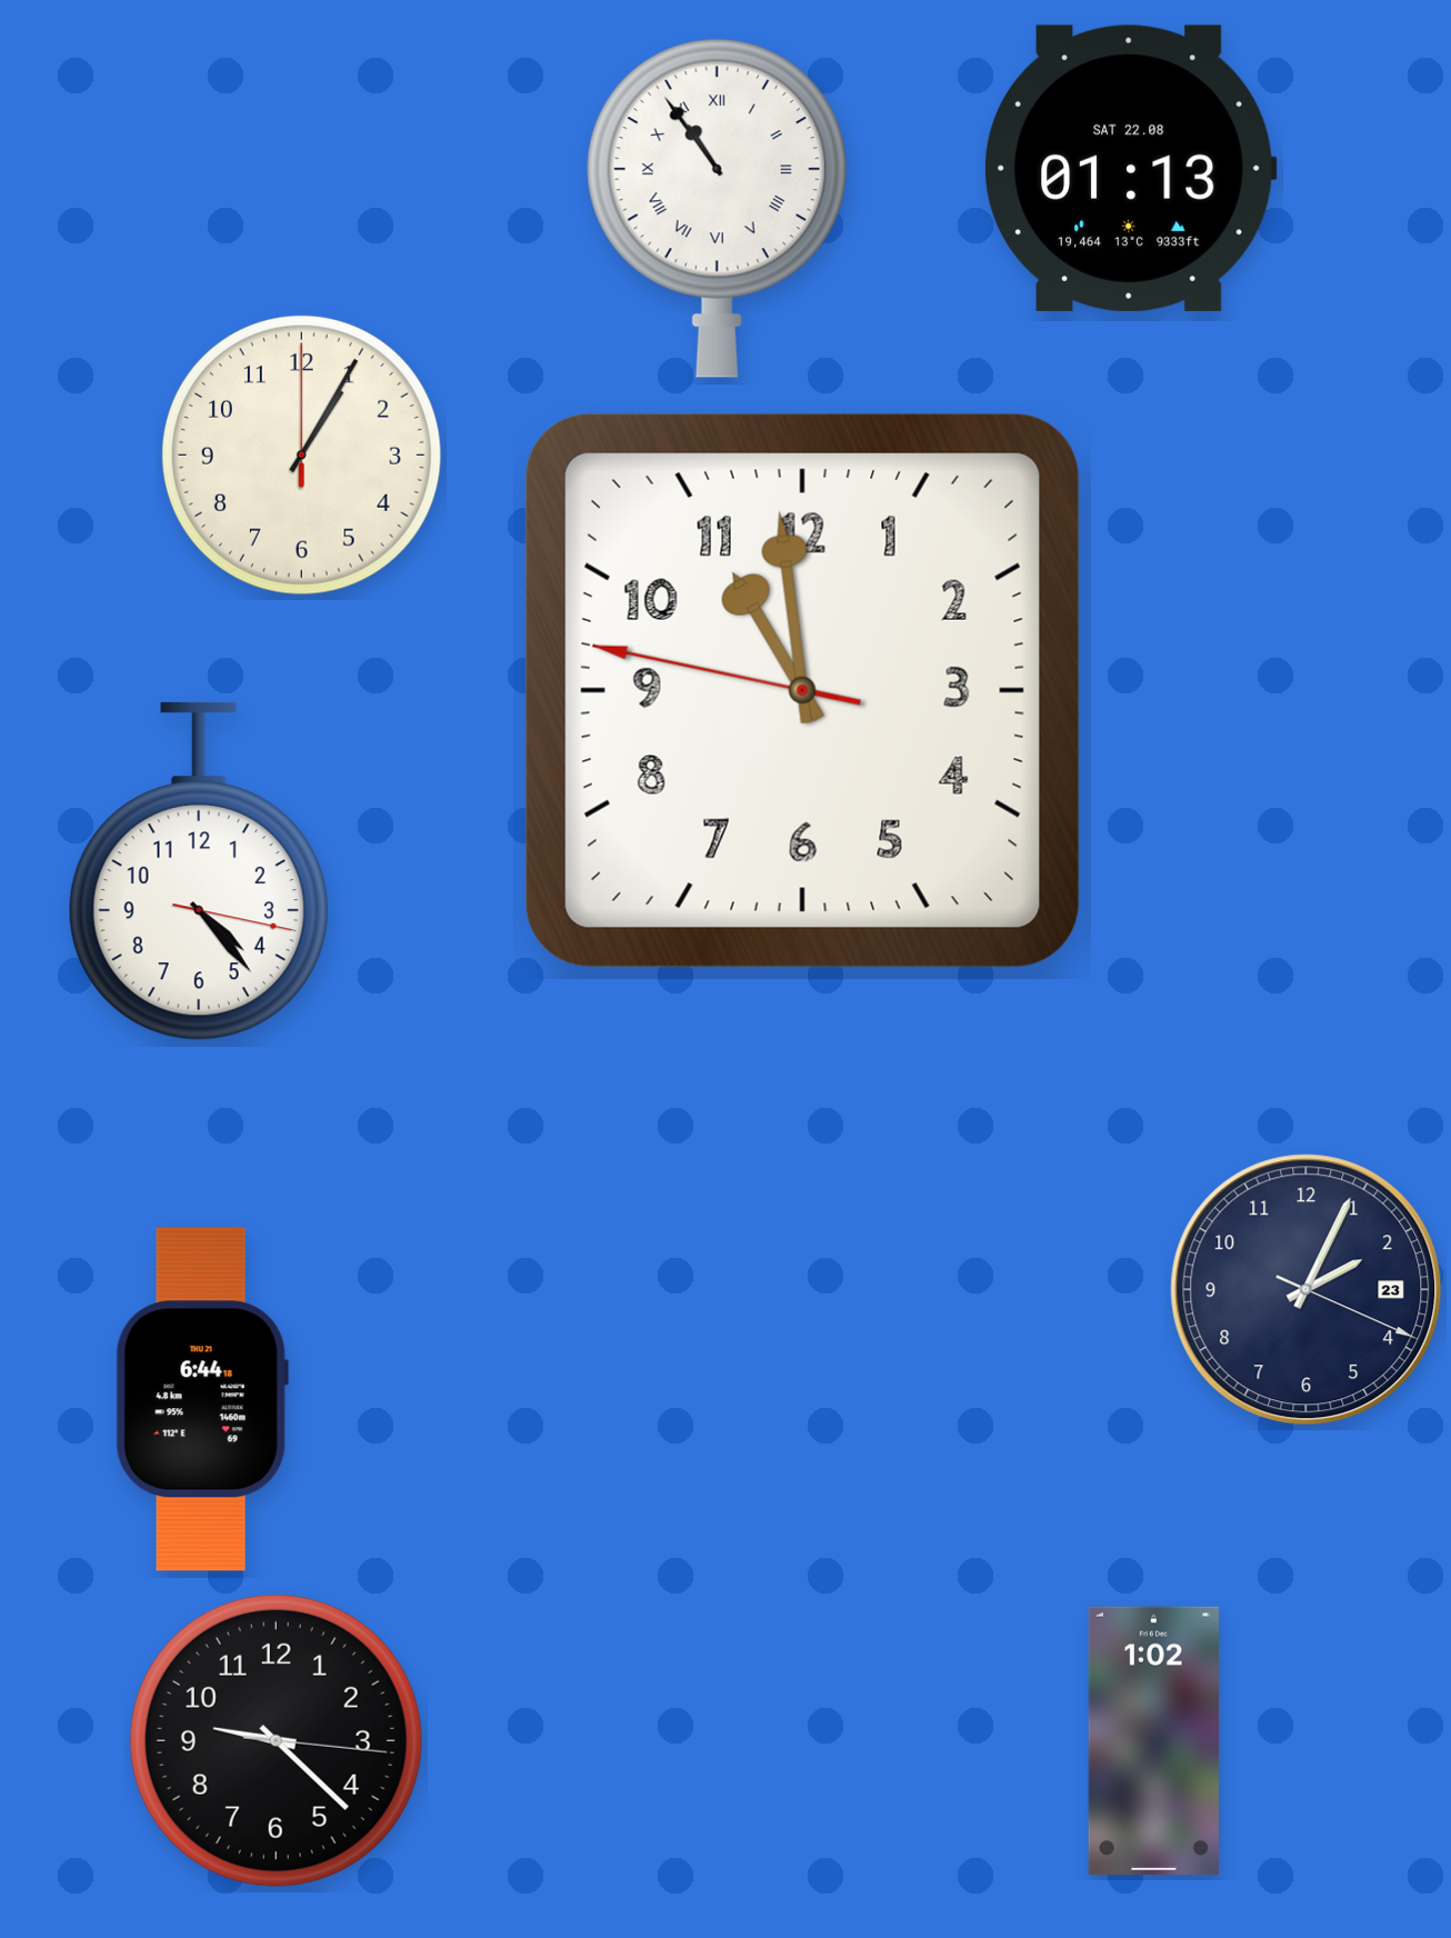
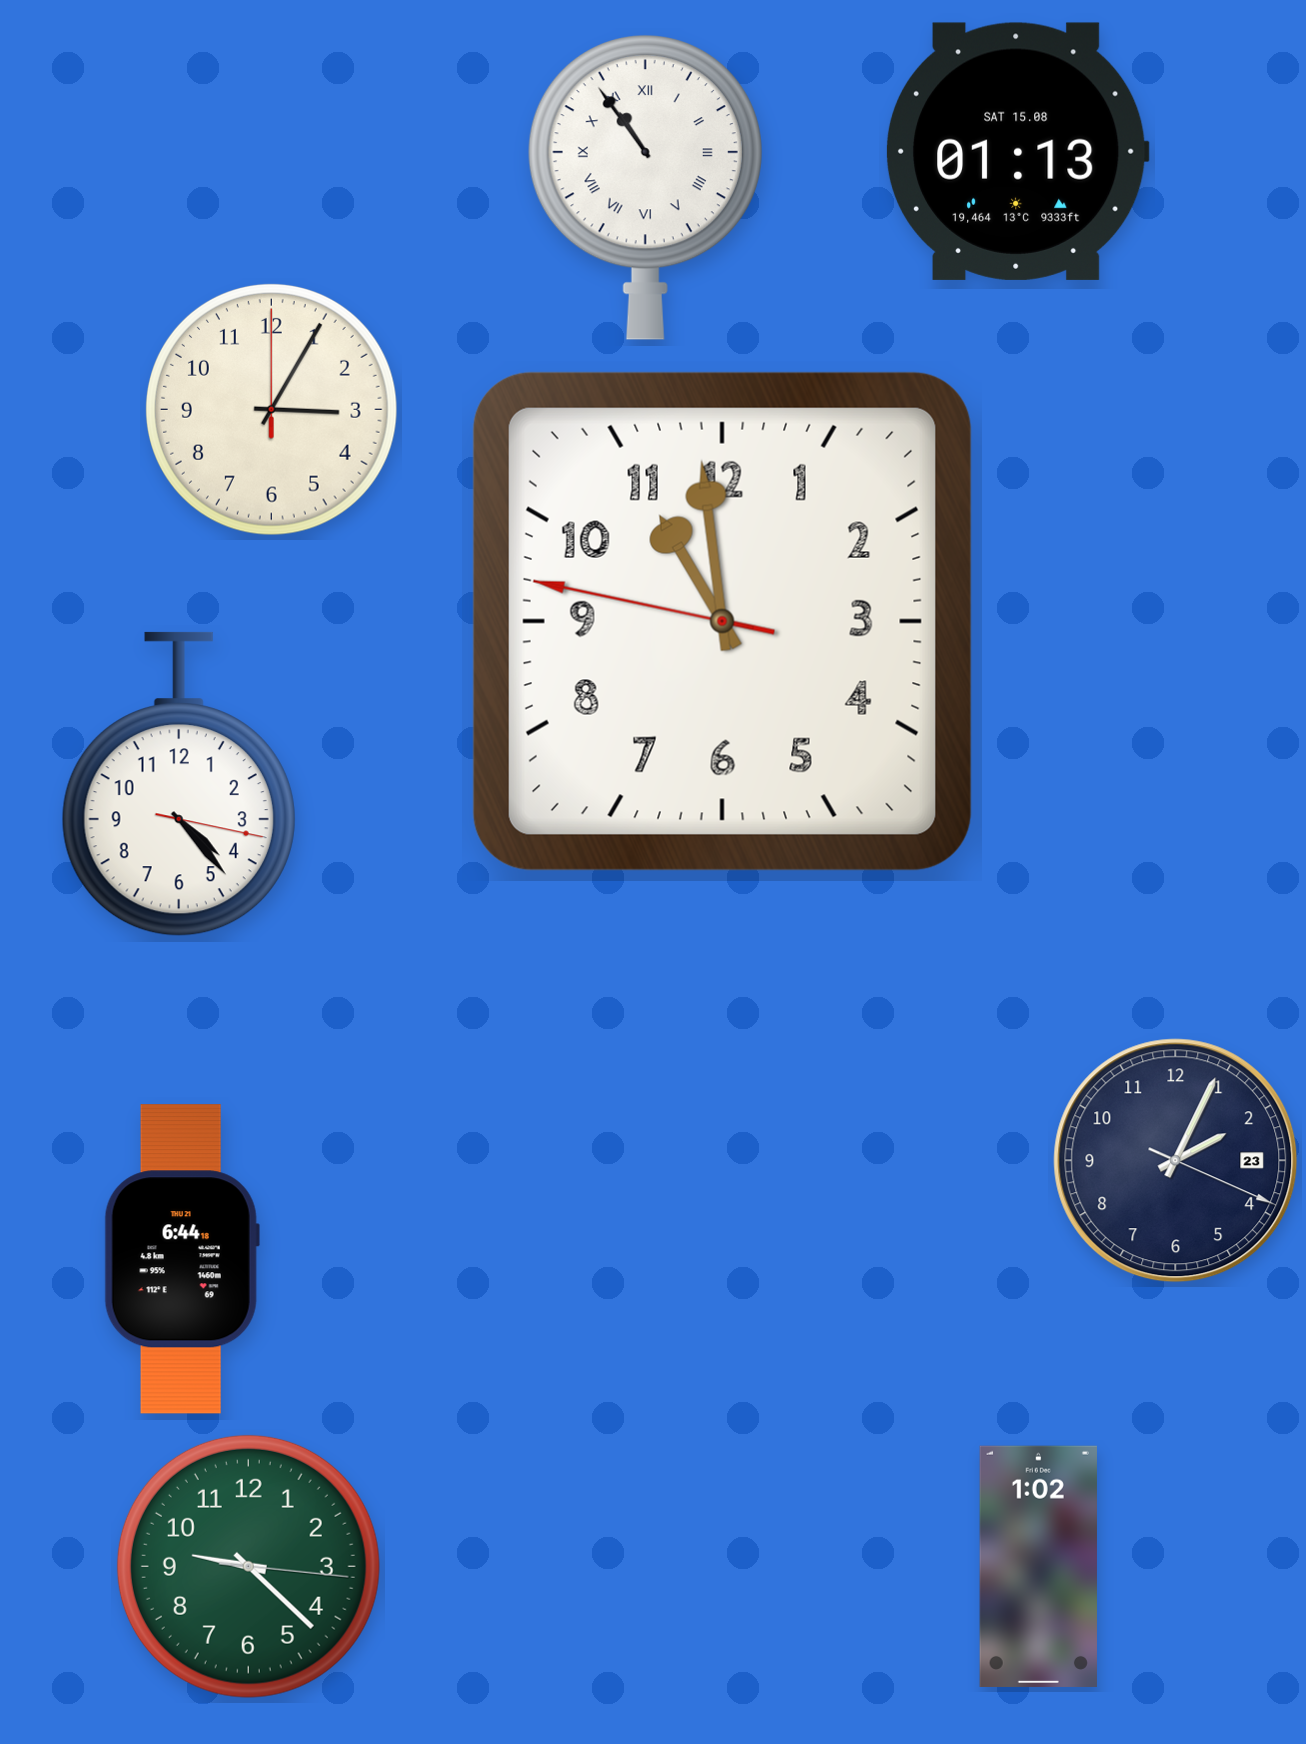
clock at (1130, 168) date: SAT 22.08 -> SAT 15.08
clock at (301, 454): 1:05 -> 3:05
clock at (276, 1740) dial: black -> green
